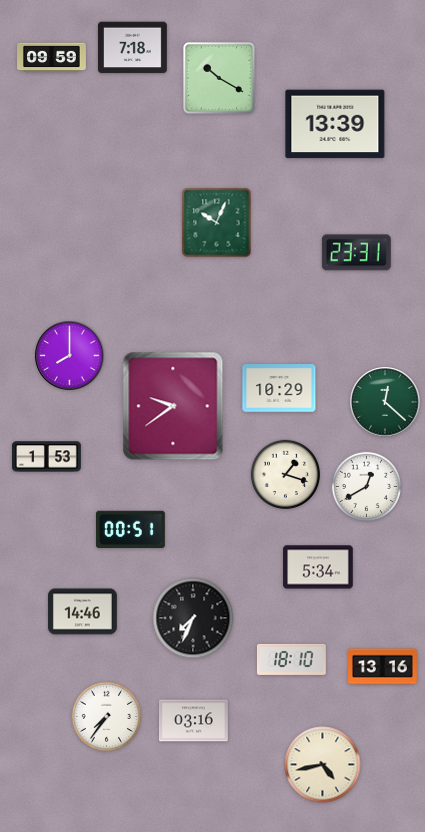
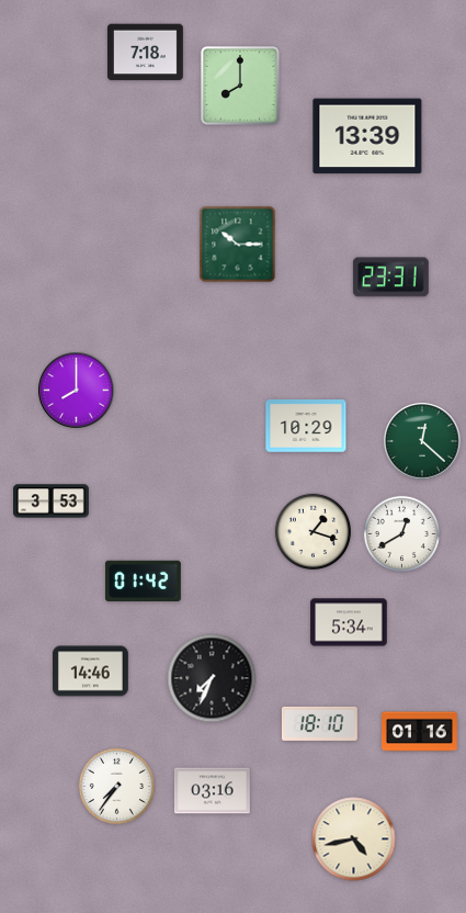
clock at (52, 58): 09:59 -> none
clock at (219, 78): 10:20 -> 8:00
clock at (217, 223): 10:04 -> 10:15
clock at (173, 406): 9:39 -> none
clock at (47, 457): 1:53 -> 3:53
clock at (285, 474) position: (285, 474) -> (312, 531)
clock at (130, 530): 00:51 -> 01:42
clock at (383, 667): 13:16 -> 01:16
